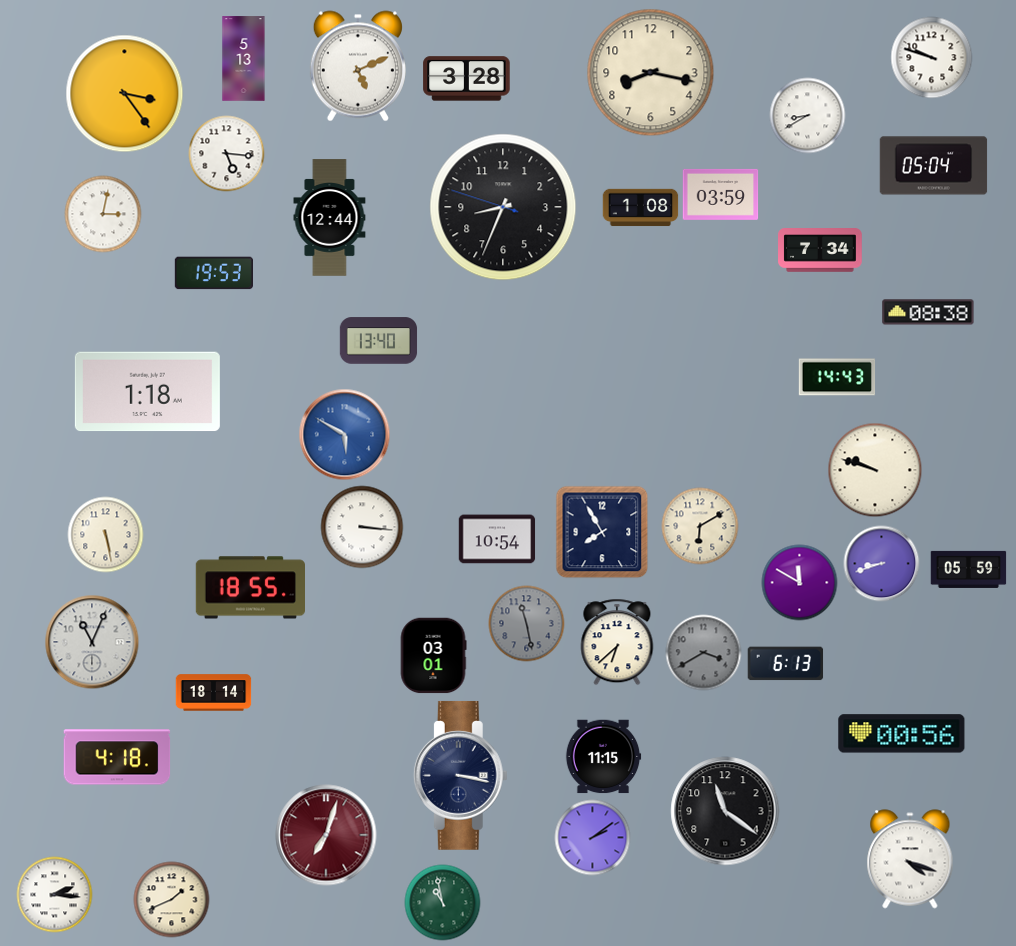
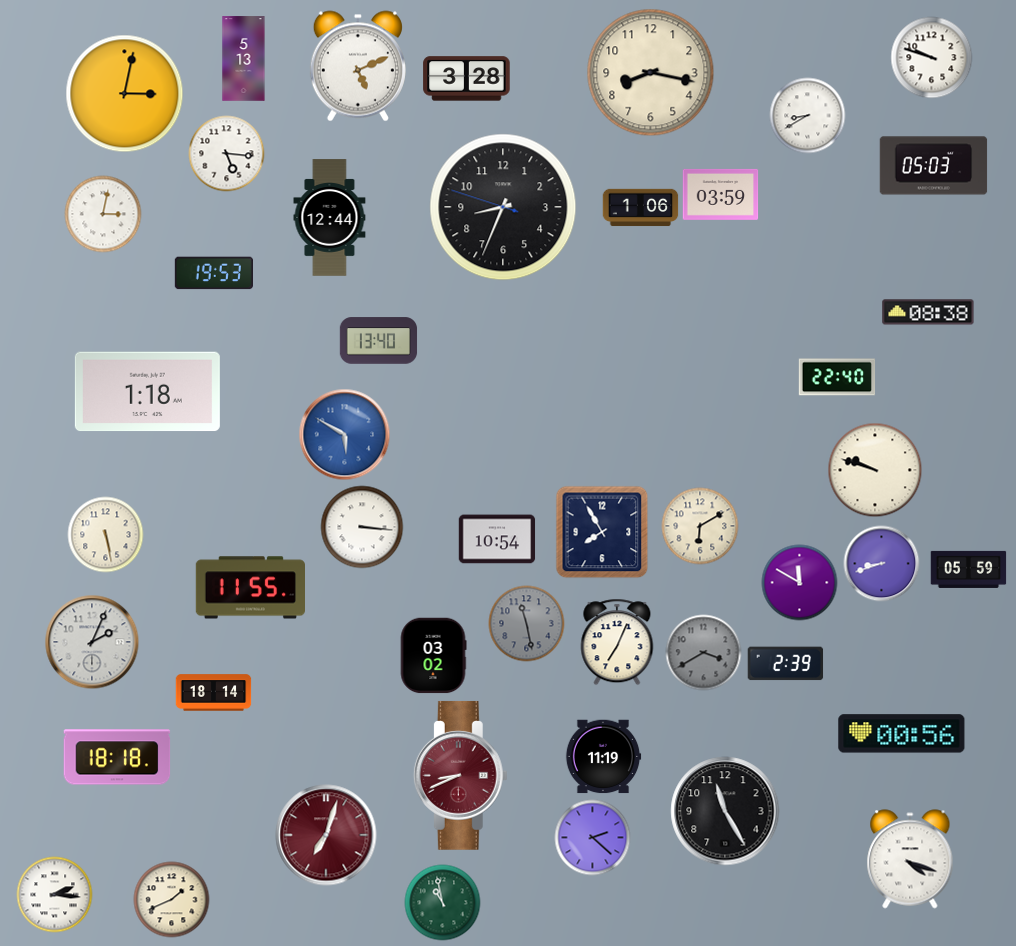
clock at (125, 94): 3:24 -> 3:02
clock at (934, 166): 05:04 -> 05:03
clock at (641, 208): 1:08 -> 1:06
clock at (820, 250): 7:34 -> none
clock at (837, 377): 14:43 -> 22:40
clock at (250, 588): 18:55 -> 11:55
clock at (92, 642): 11:04 -> 2:04
clock at (617, 642): 6:38 -> 7:04
clock at (433, 656): 03:01 -> 03:02
clock at (786, 664): 6:13 -> 2:39
clock at (117, 757): 4:18 -> 18:18
clock at (603, 757): 11:15 -> 11:19
clock at (460, 775): 3:17 -> 8:41
clock at (460, 775) dial: navy -> burgundy
clock at (725, 811): 11:21 -> 11:25
clock at (593, 838): 2:09 -> 2:22
